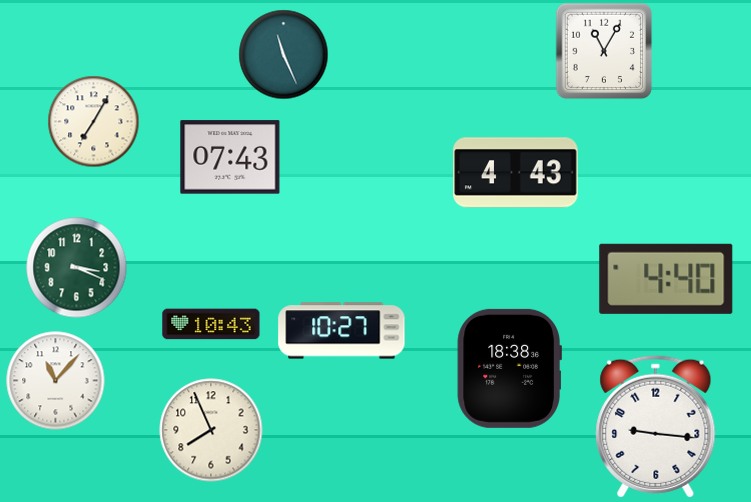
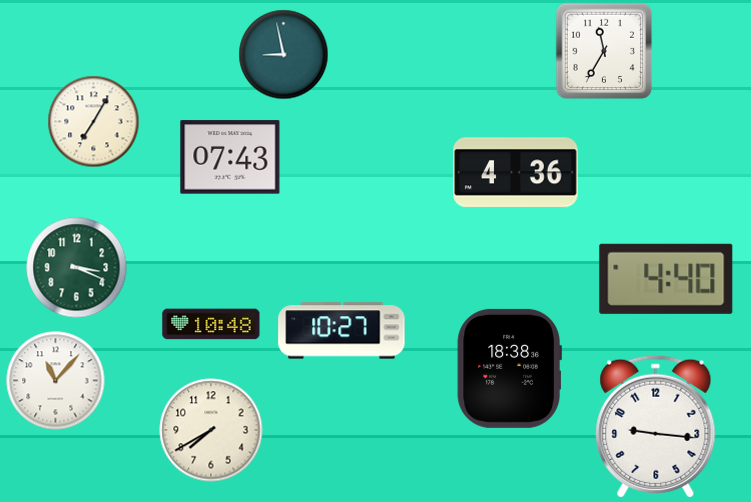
clock at (604, 51): 11:05 -> 11:35
clock at (284, 55): 11:26 -> 8:58
clock at (516, 173): 4:43 -> 4:36
clock at (211, 324): 10:43 -> 10:48
clock at (211, 430): 7:56 -> 7:40
